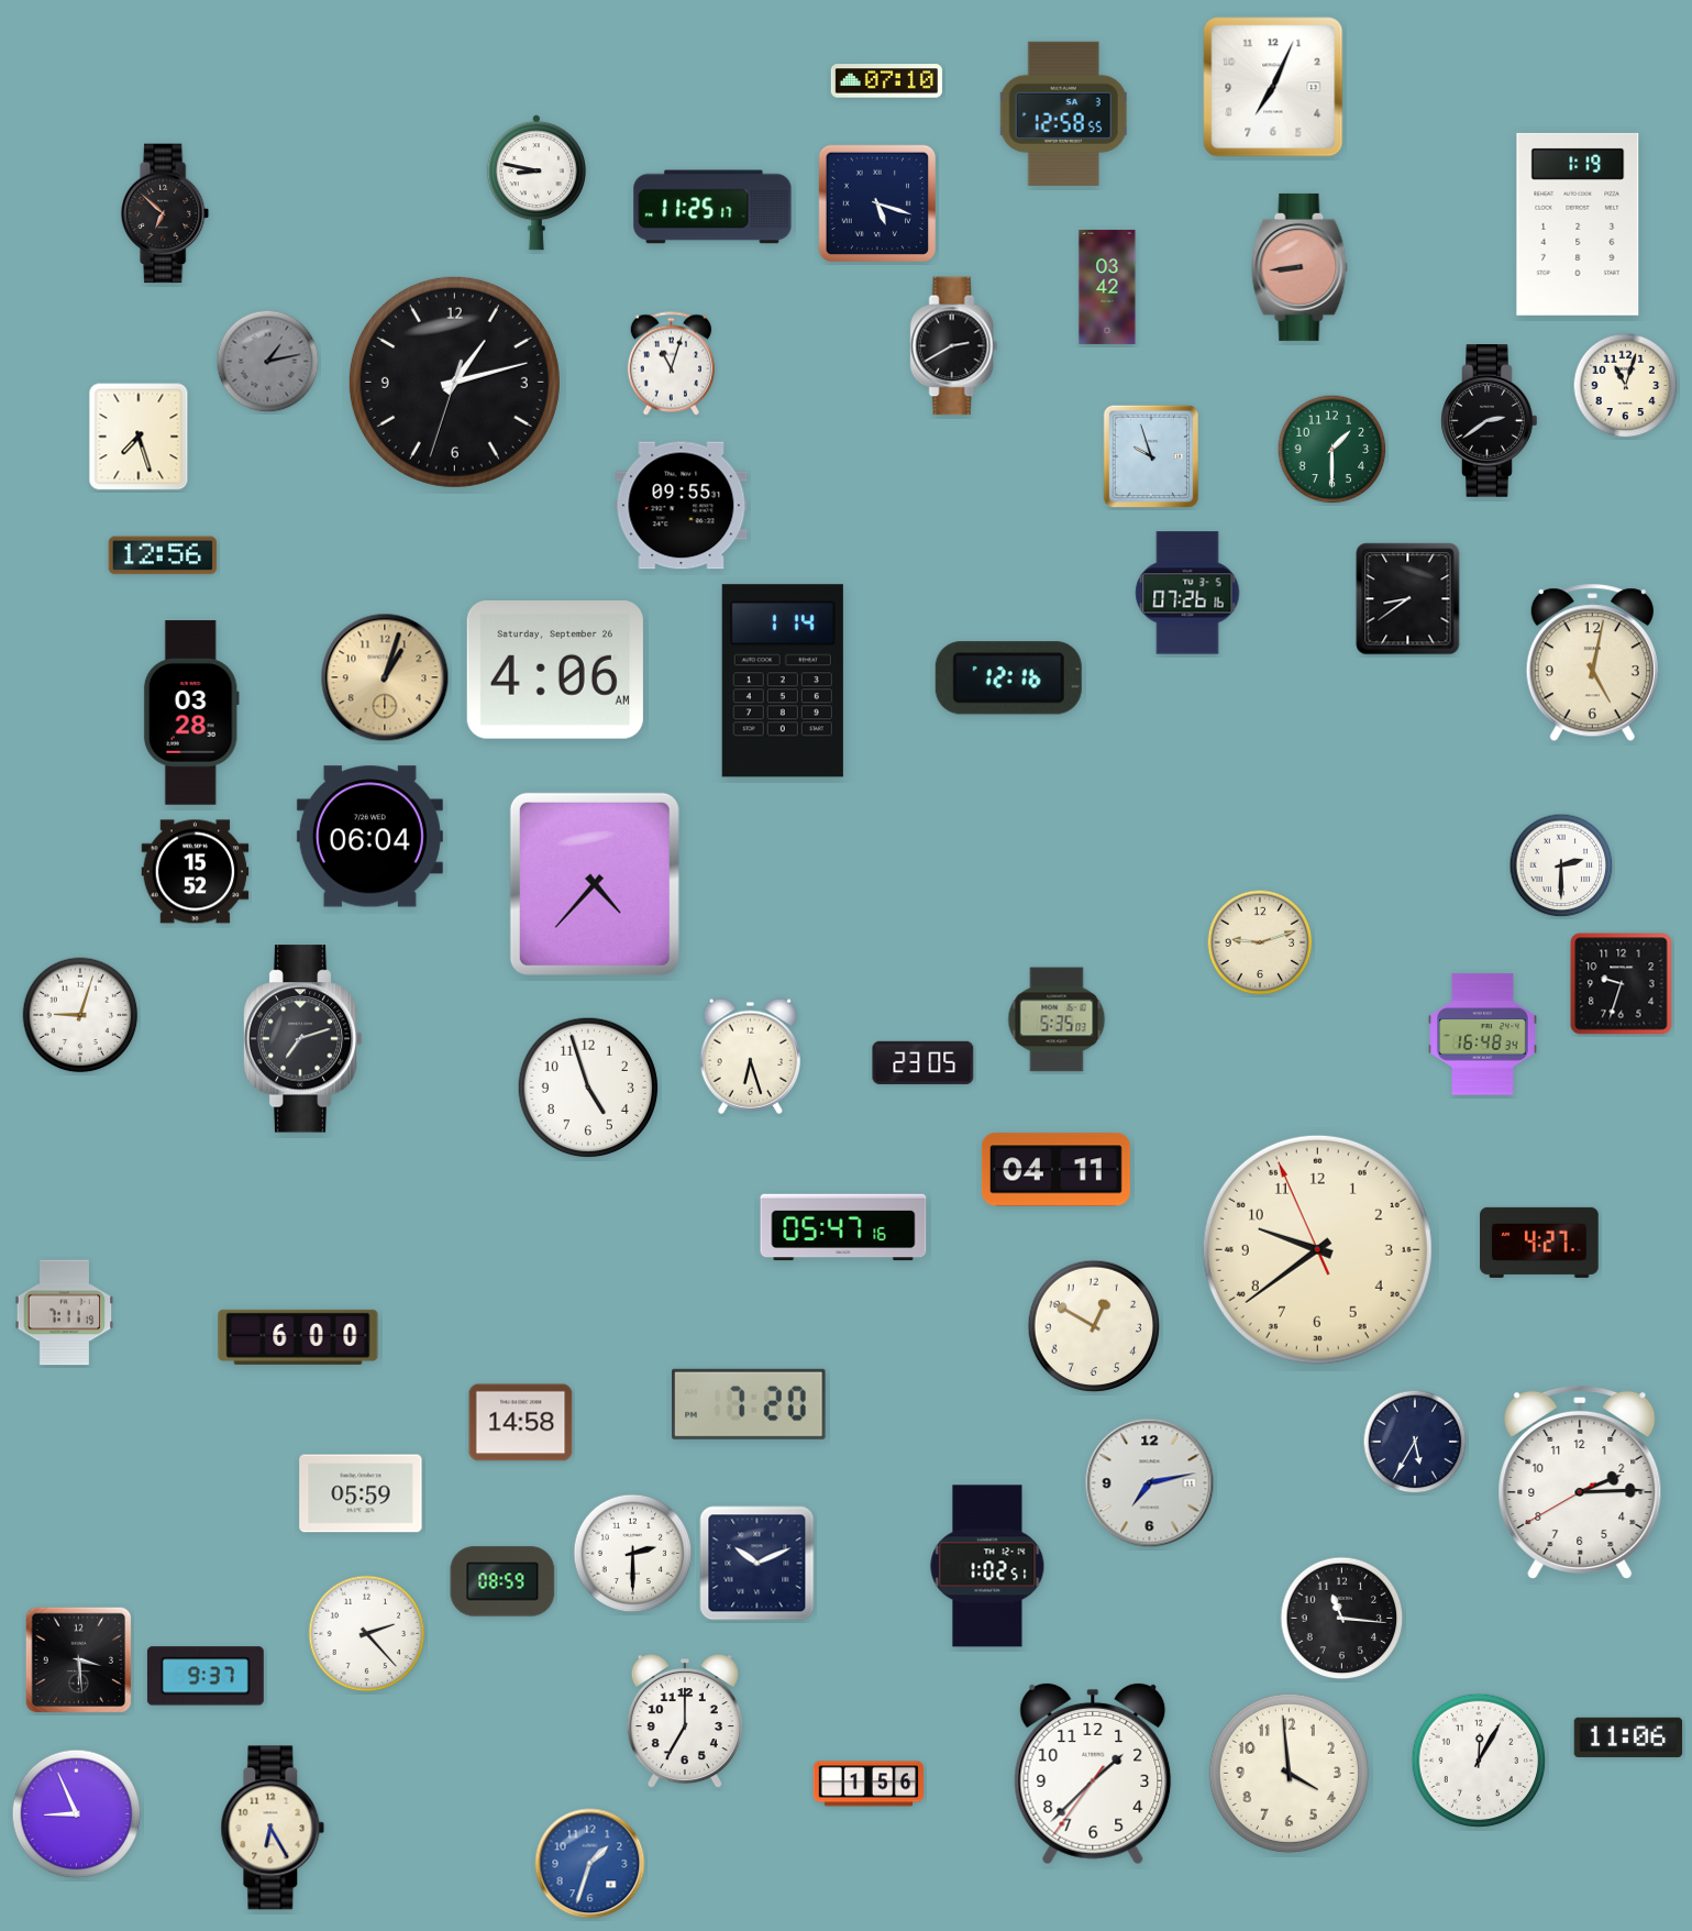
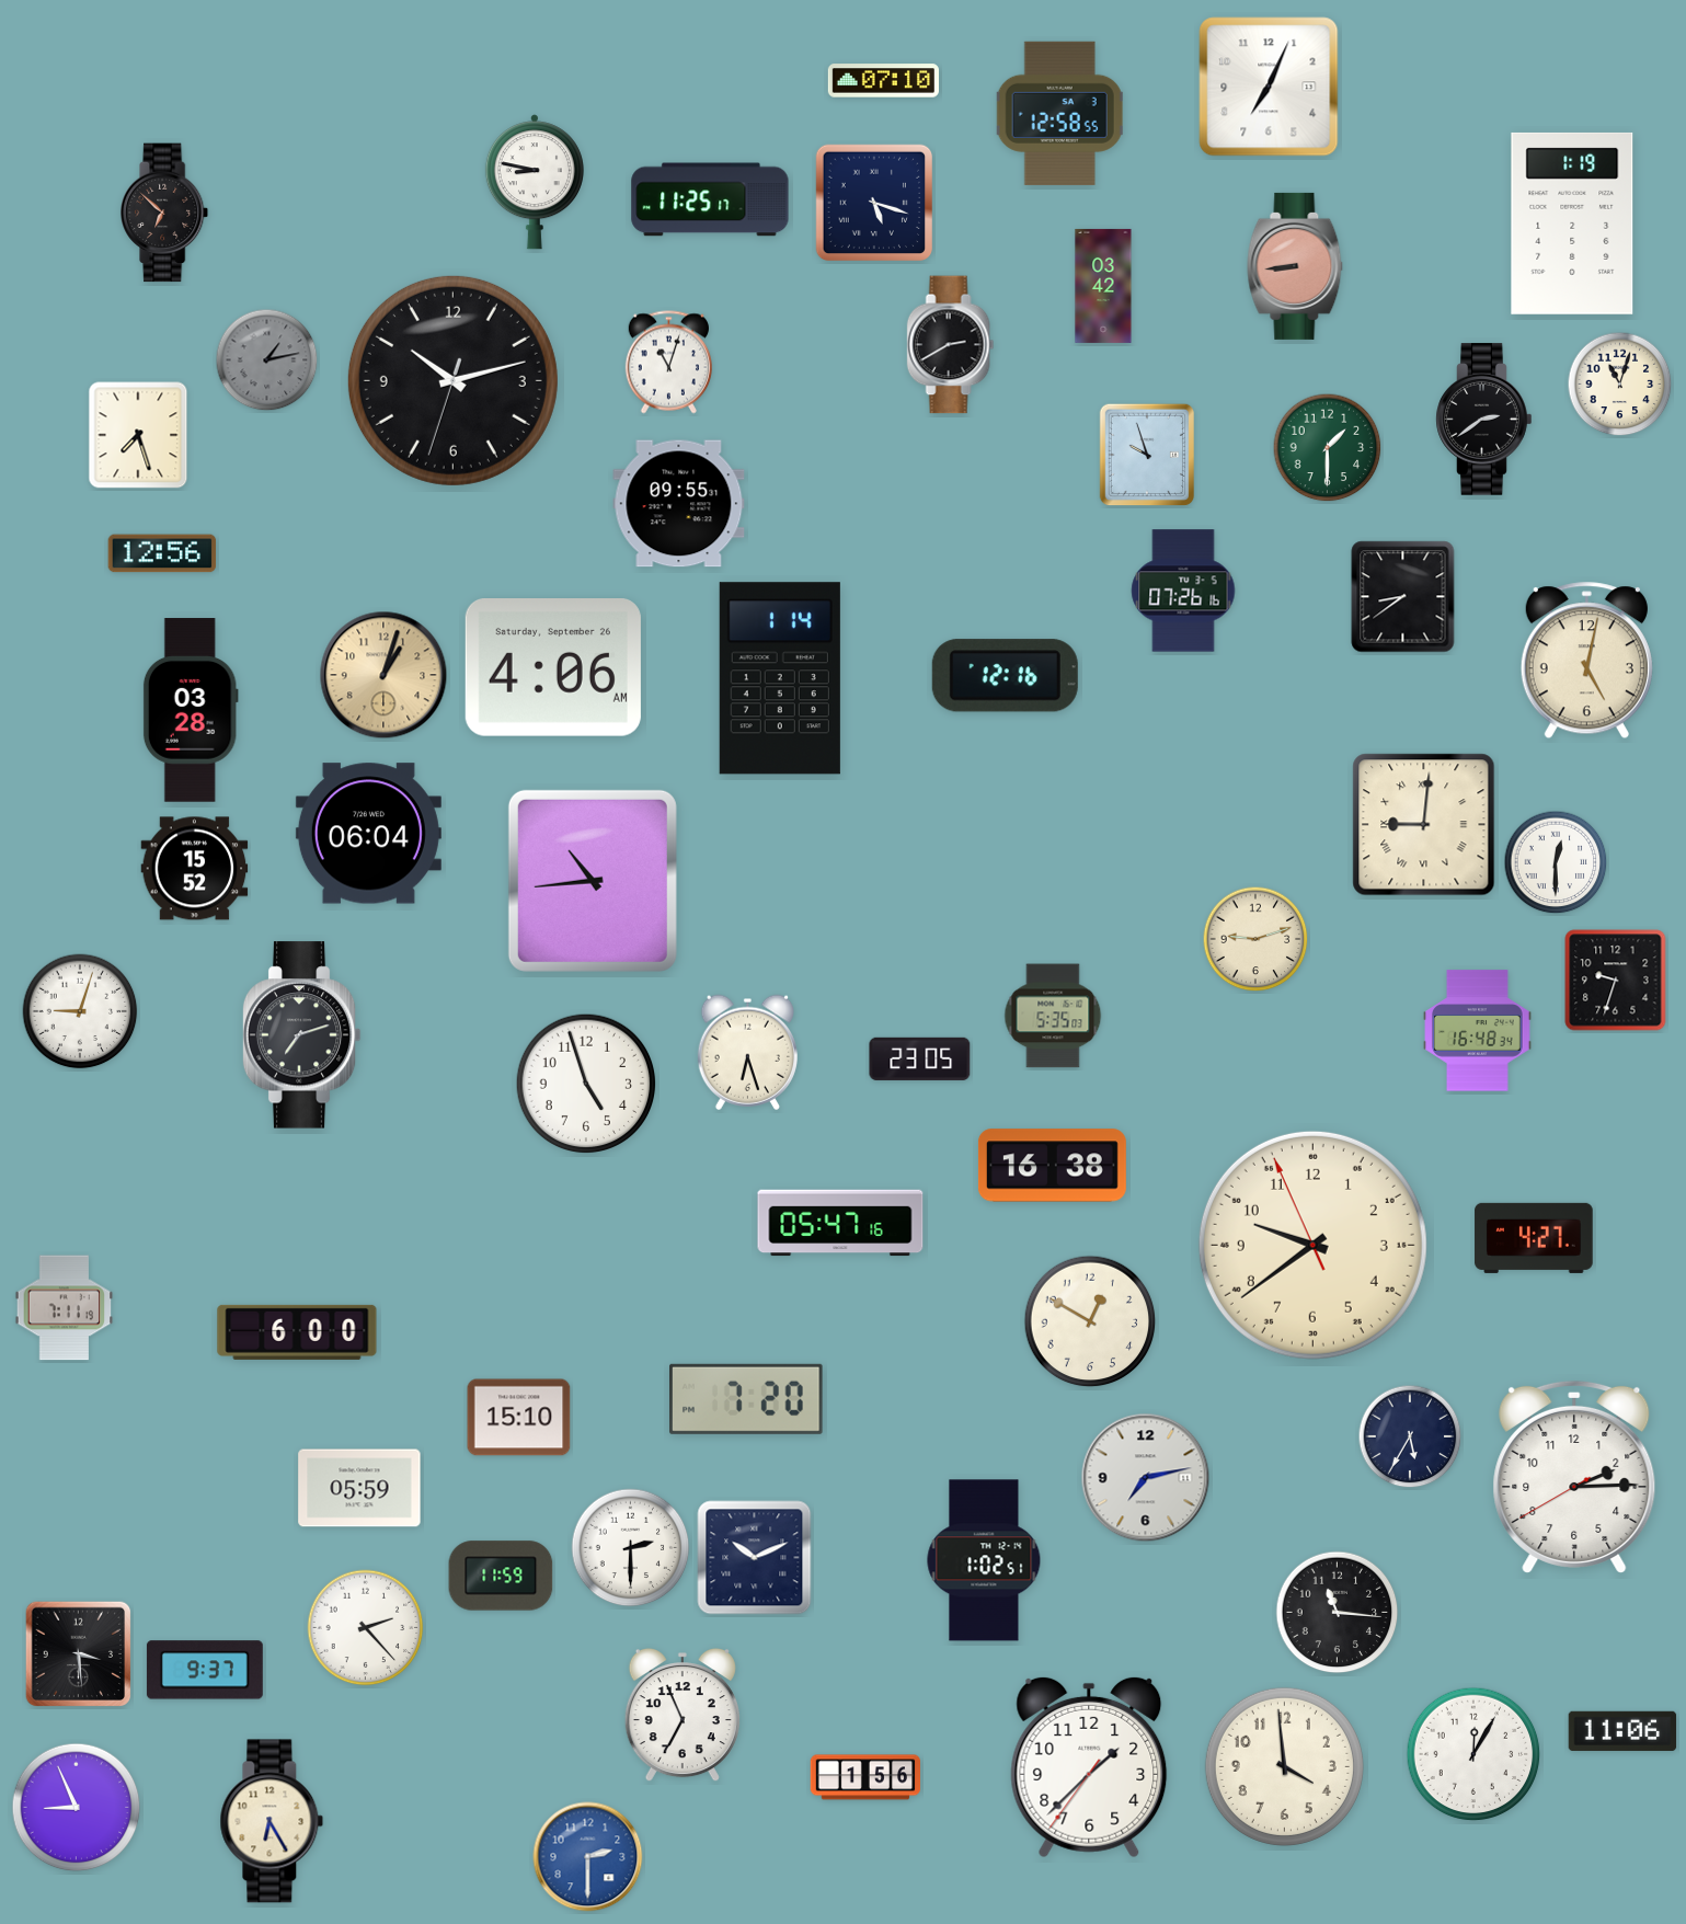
clock at (712, 207) position: (712, 207) -> (710, 199)
clock at (454, 382): 1:12 -> 10:12
clock at (1424, 825): none -> 9:01
clock at (1561, 865): 2:30 -> 12:30
clock at (595, 884): 4:37 -> 10:44
clock at (1055, 1170): 04:11 -> 16:38
clock at (521, 1423): 14:58 -> 15:10
clock at (502, 1581): 08:59 -> 11:59
clock at (685, 1721): 7:00 -> 6:56
clock at (590, 1864): 1:33 -> 2:30
